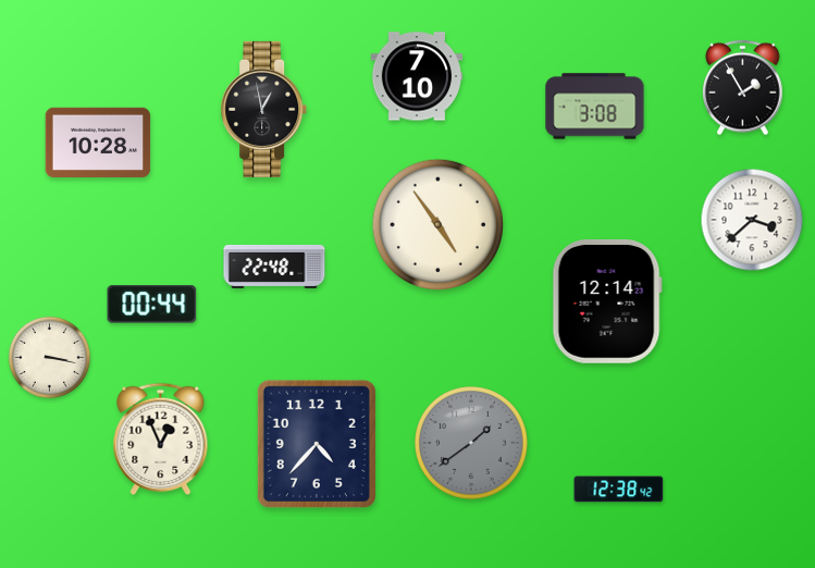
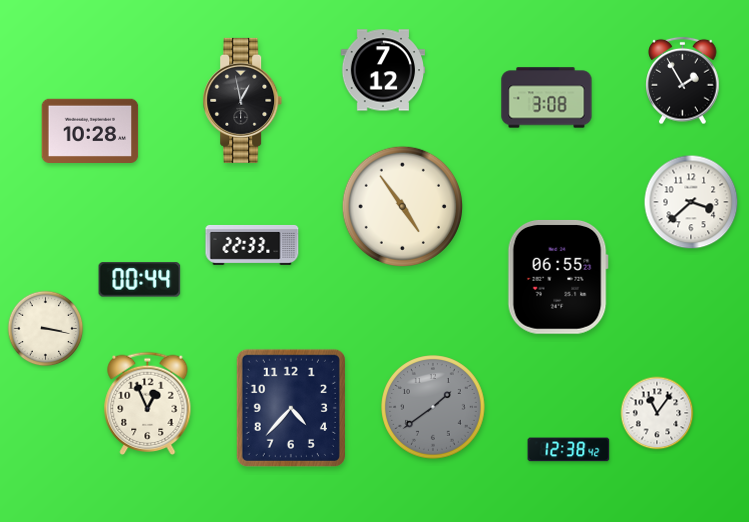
clock at (416, 76): 7:10 -> 7:12
clock at (274, 267): 22:48 -> 22:33
clock at (607, 301): 12:14 -> 06:55
clock at (657, 413): none -> 11:06
